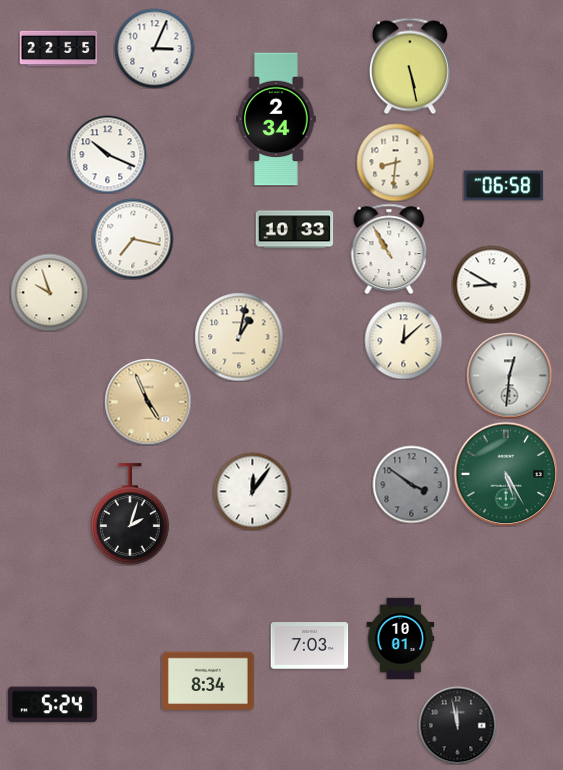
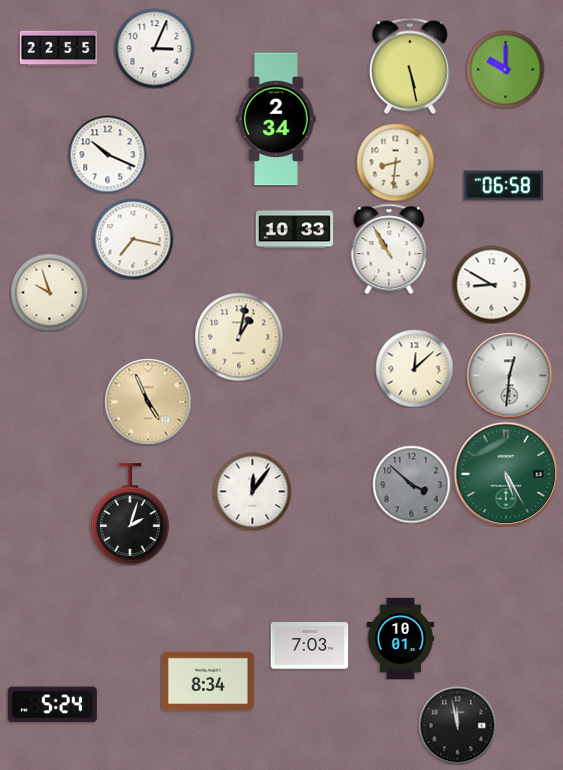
clock at (505, 69): none -> 10:00
clock at (403, 340) position: (403, 340) -> (414, 368)
clock at (411, 484): 3:51 -> 3:52
